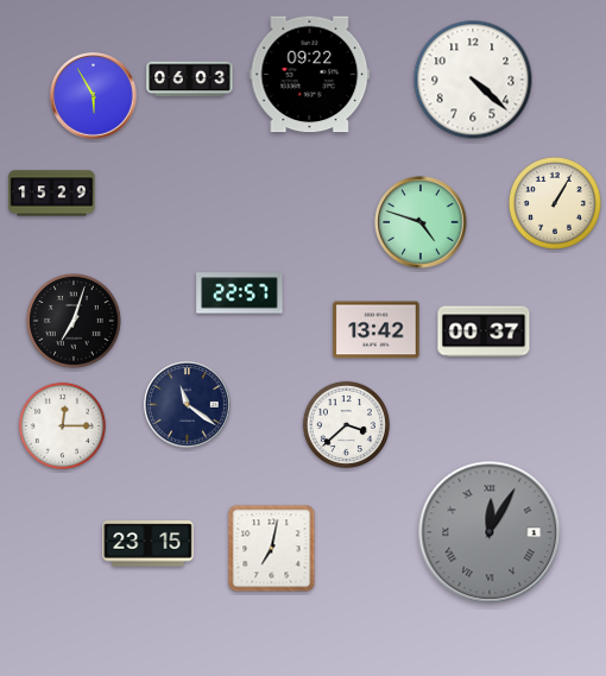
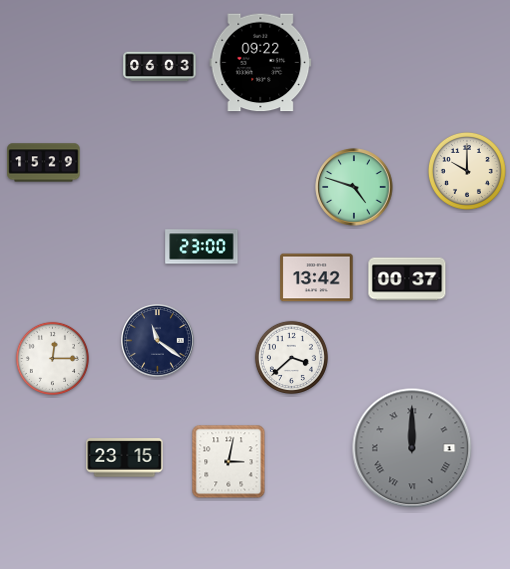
clock at (473, 80): 4:22 -> none
clock at (94, 96): 5:55 -> none
clock at (555, 203): 1:05 -> 10:00
clock at (240, 293): 22:57 -> 23:00
clock at (75, 322): 7:03 -> none
clock at (490, 532): 12:05 -> 12:00
clock at (272, 549): 7:02 -> 3:02
